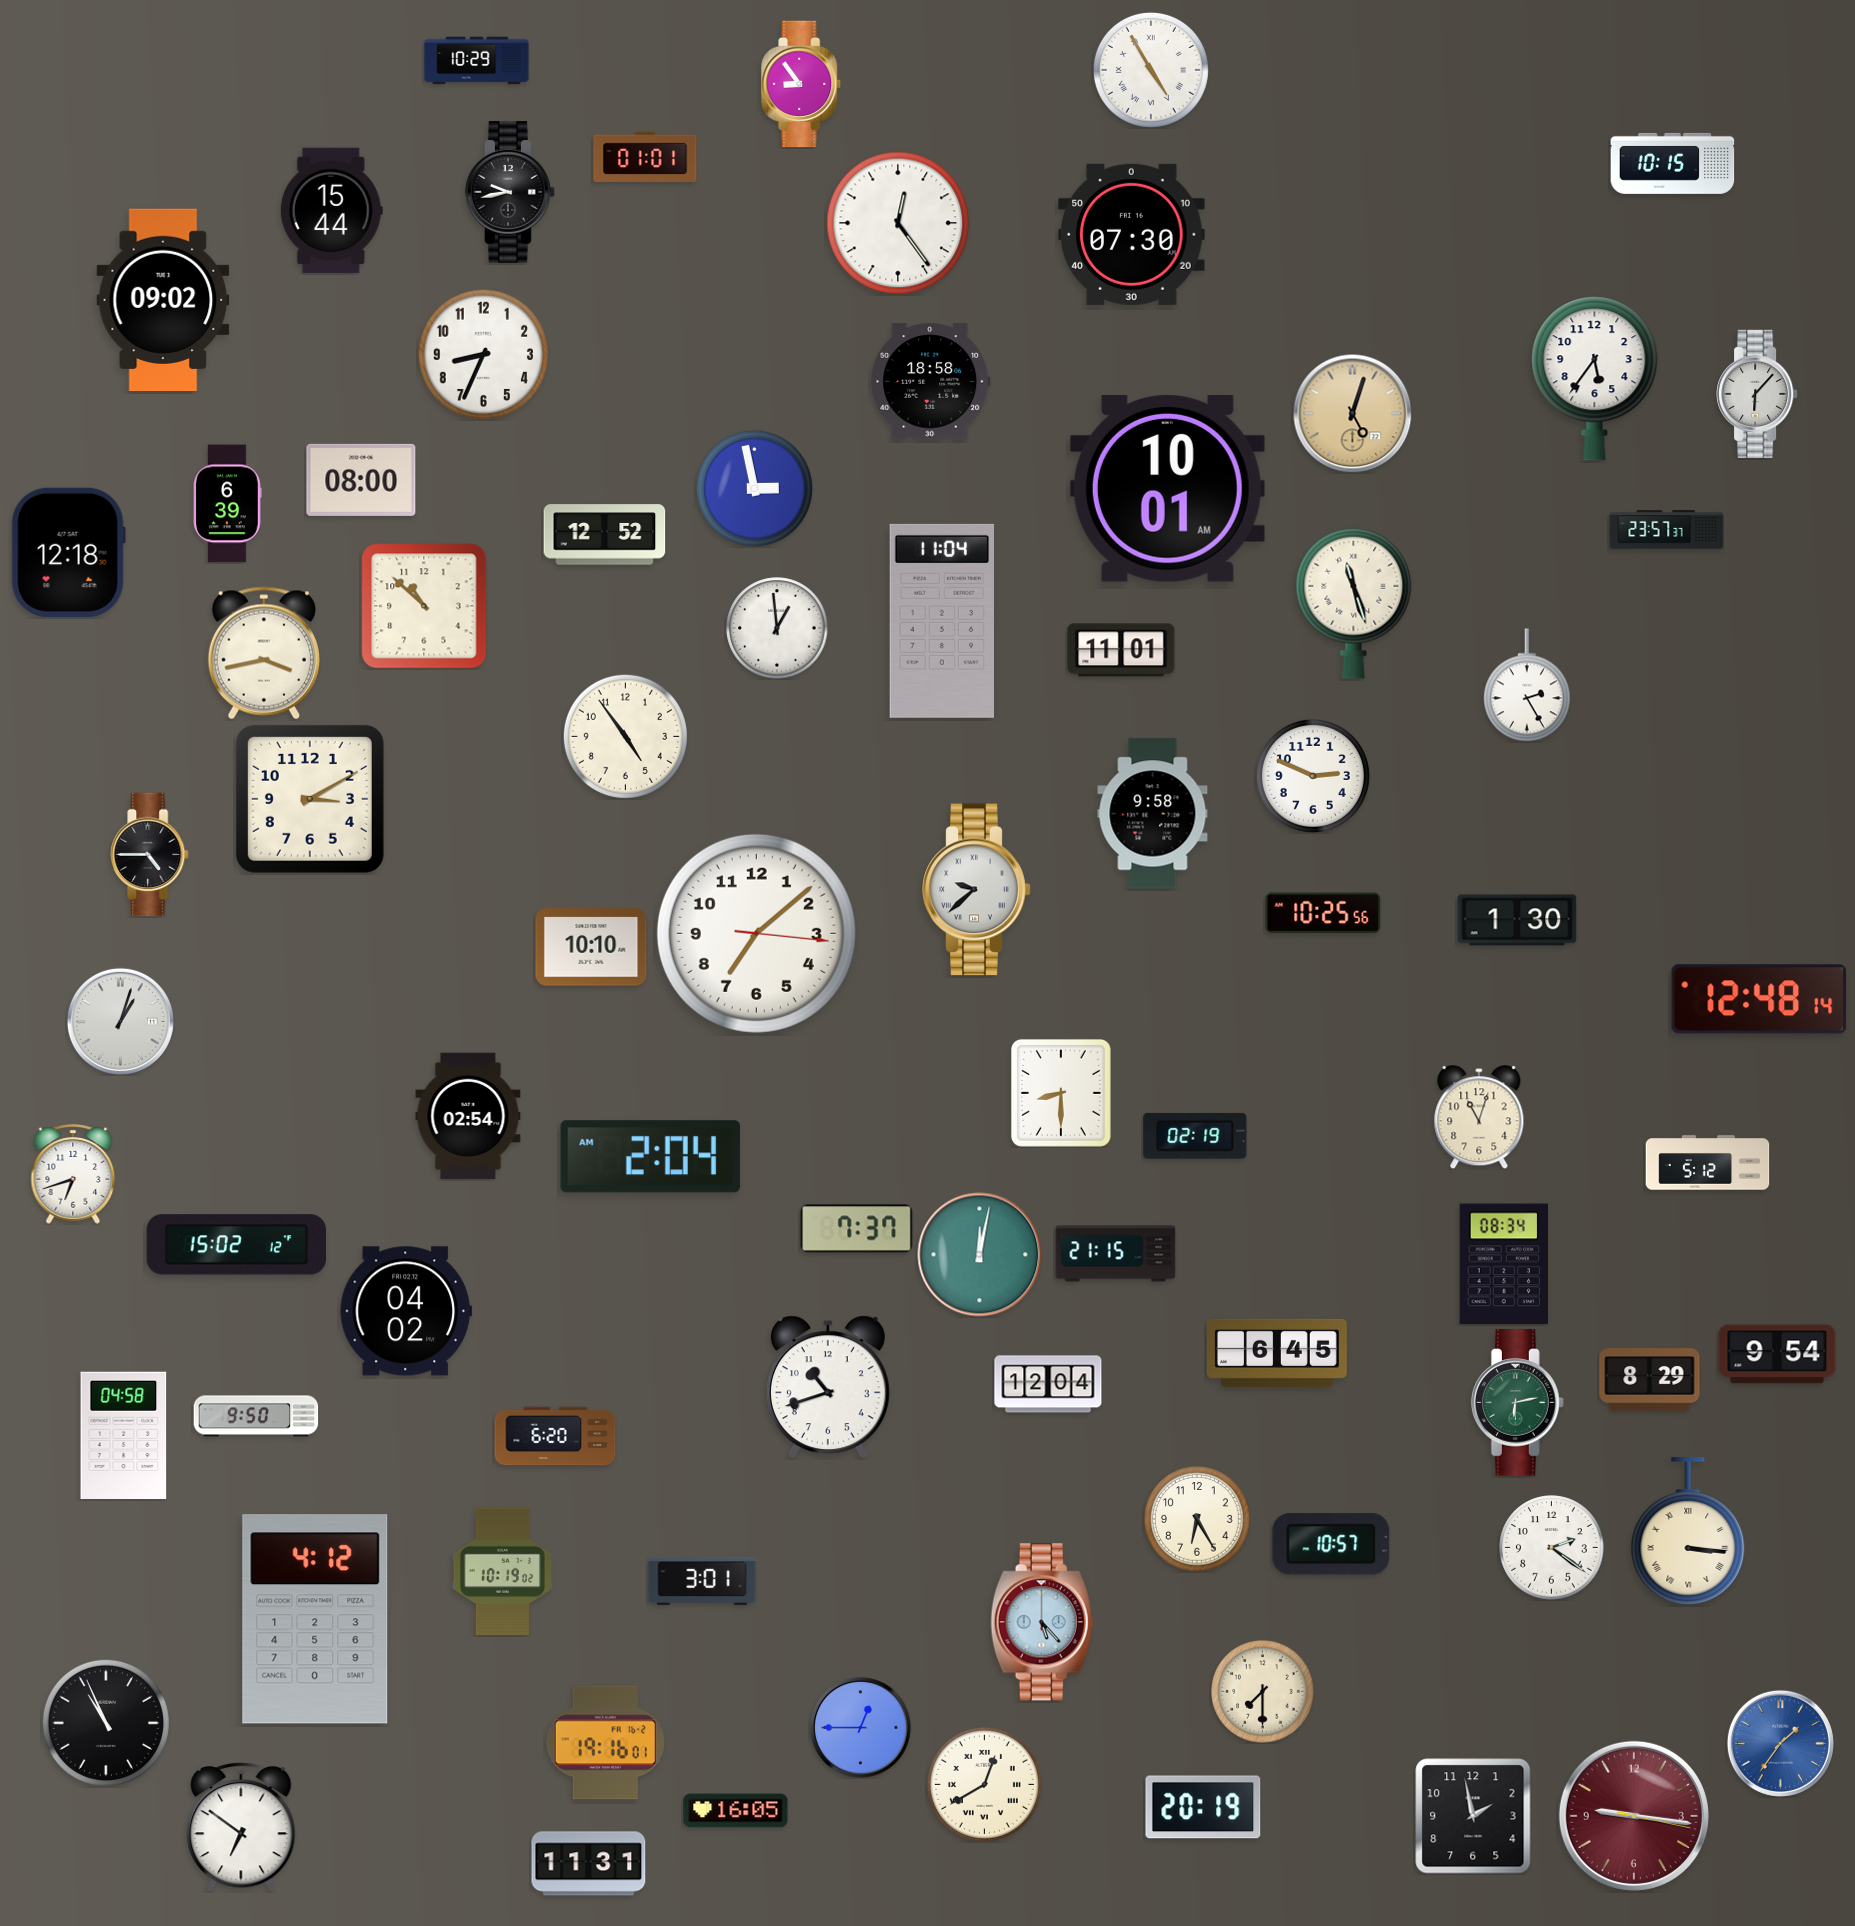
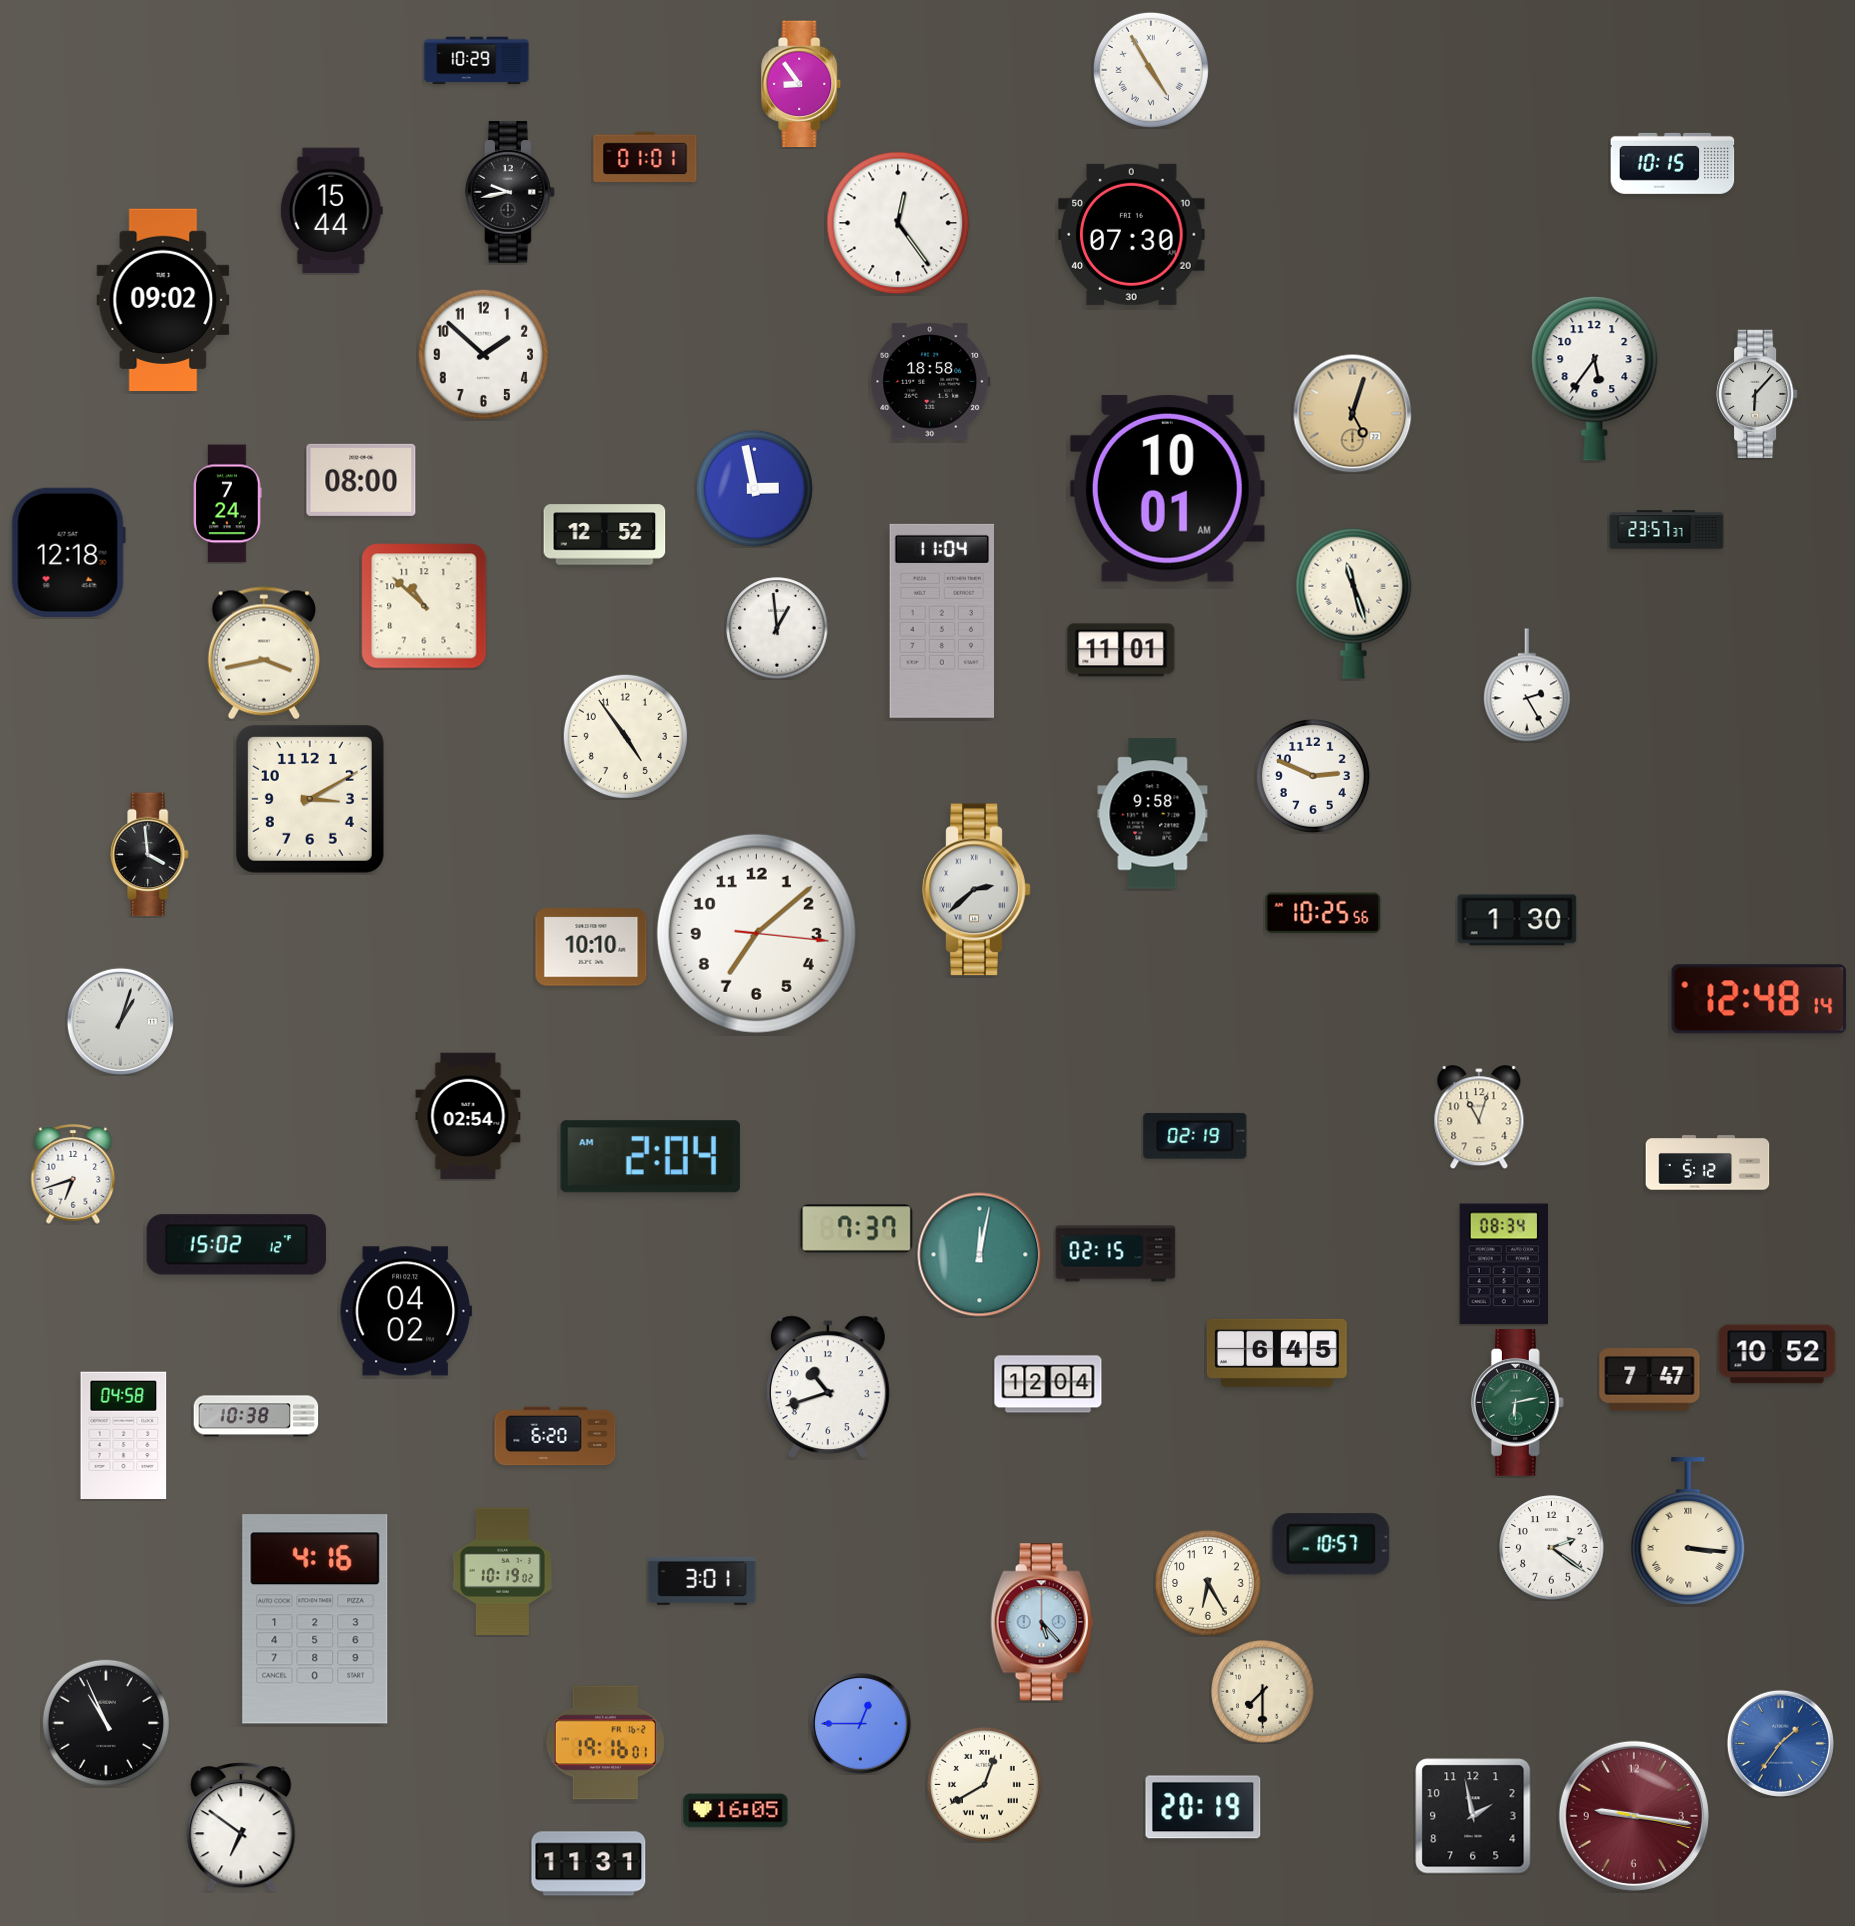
clock at (483, 354): 8:34 -> 1:52
clock at (227, 504): 6:39 -> 7:24
clock at (150, 855): 4:45 -> 3:59
clock at (977, 890): 9:38 -> 2:38
clock at (1061, 1093): 8:30 -> none
clock at (1116, 1254): 21:15 -> 02:15
clock at (1777, 1354): 9:54 -> 10:52
clock at (1650, 1380): 8:29 -> 7:47
clock at (256, 1416): 9:50 -> 10:38
clock at (1197, 1519) position: (1197, 1519) -> (1208, 1583)
clock at (315, 1619): 4:12 -> 4:16
clock at (861, 1728) position: (861, 1728) -> (861, 1724)
